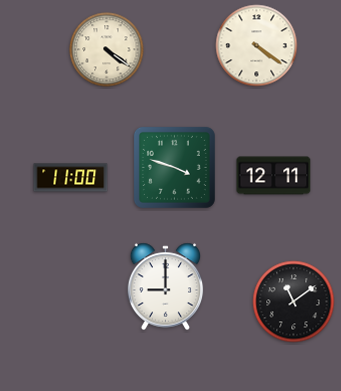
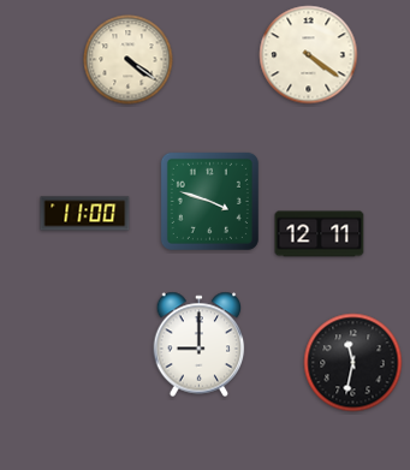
clock at (274, 176) position: (274, 176) -> (320, 234)
clock at (294, 302): 11:09 -> 11:32
